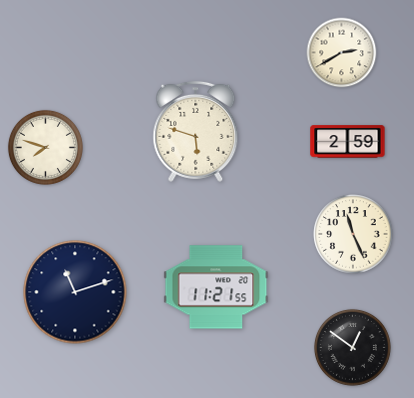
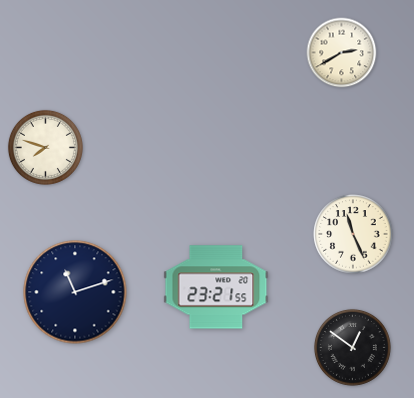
clock at (196, 131): 5:48 -> none
clock at (348, 142): 2:59 -> none
clock at (216, 287): 11:21 -> 23:21
